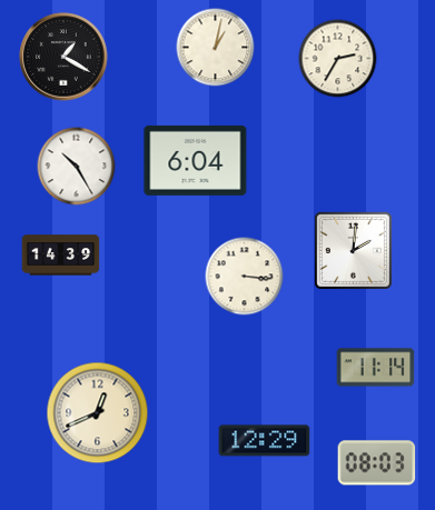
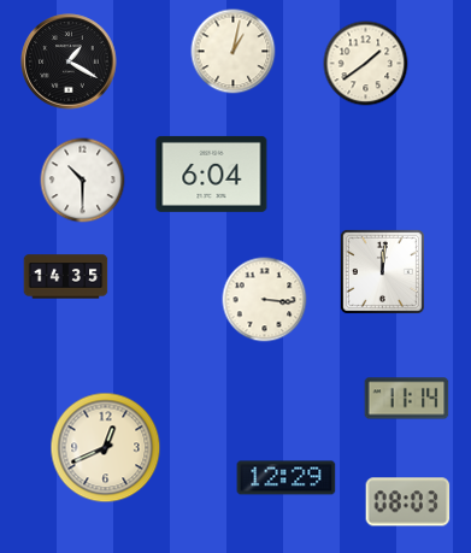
clock at (338, 59): 2:35 -> 1:39
clock at (77, 167): 10:25 -> 10:30
clock at (353, 250): 2:01 -> 12:01
clock at (61, 256): 14:39 -> 14:35
